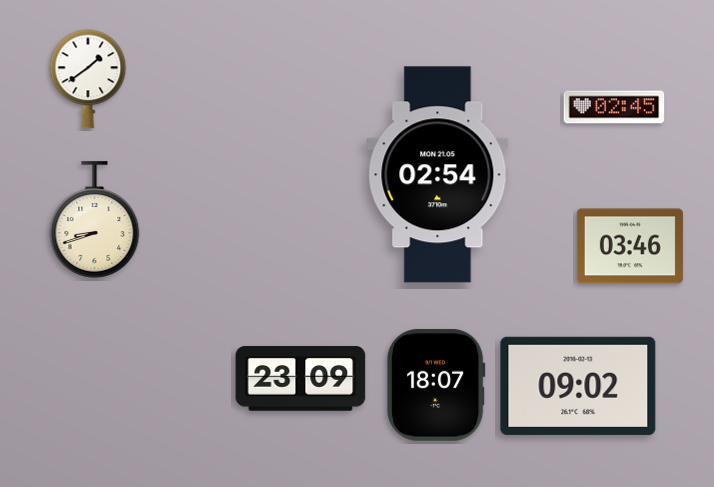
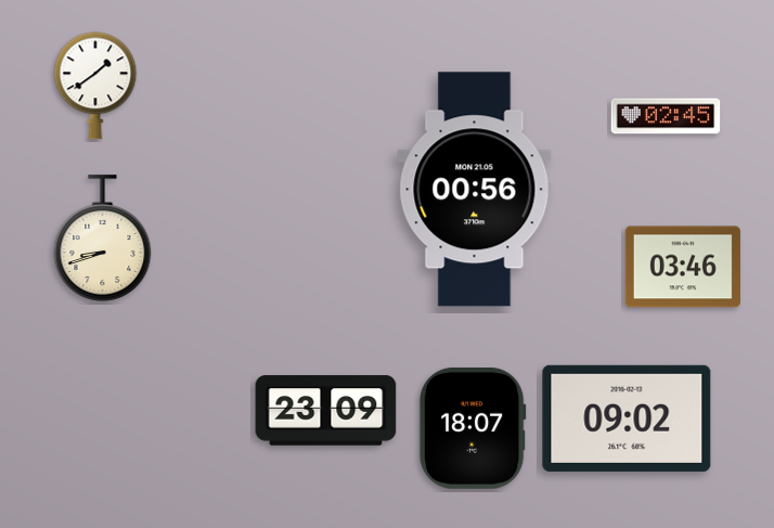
clock at (438, 175): 02:54 -> 00:56
clock at (436, 385) position: (436, 385) -> (473, 428)
